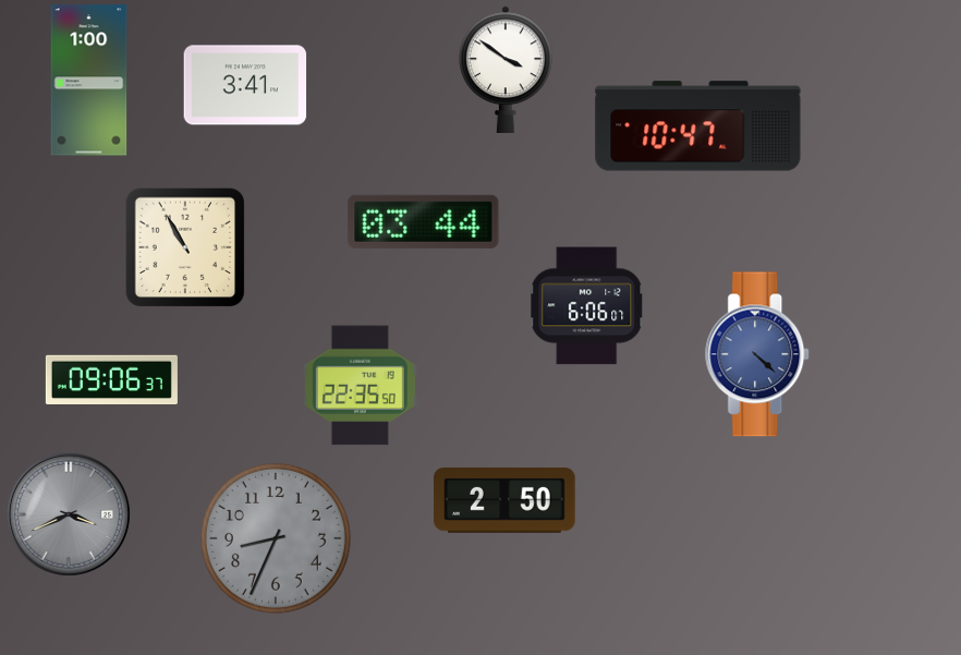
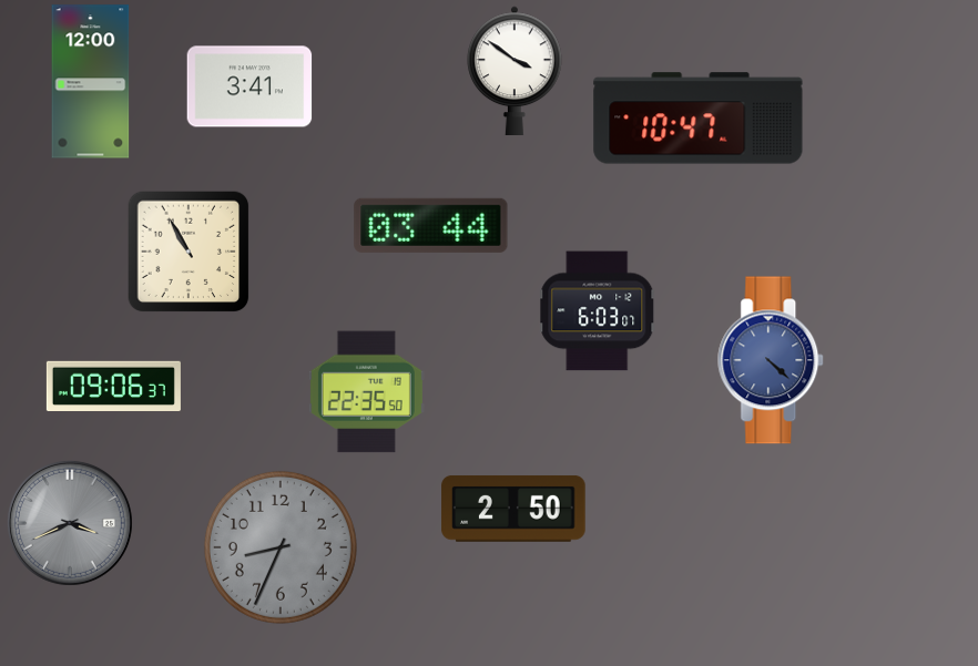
clock at (89, 81): 1:00 -> 12:00
clock at (698, 126) position: (698, 126) -> (699, 119)
clock at (587, 306): 6:06 -> 6:03
